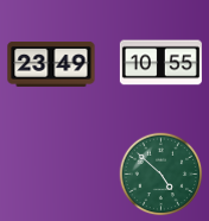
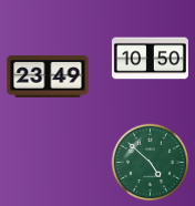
clock at (160, 63): 10:55 -> 10:50
clock at (51, 65) position: (51, 65) -> (48, 78)
